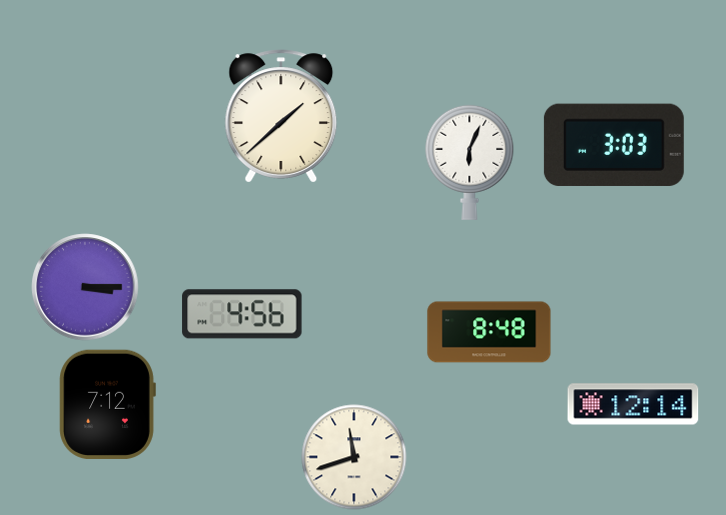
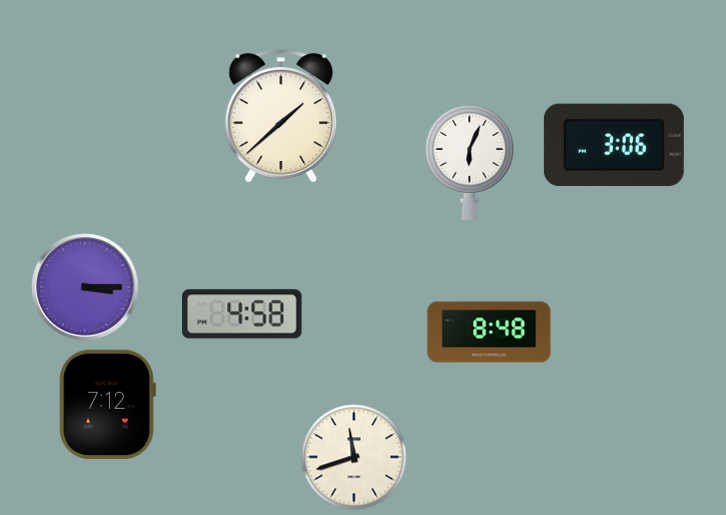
clock at (614, 145): 3:03 -> 3:06
clock at (242, 314): 4:56 -> 4:58
clock at (633, 404): 12:14 -> none
